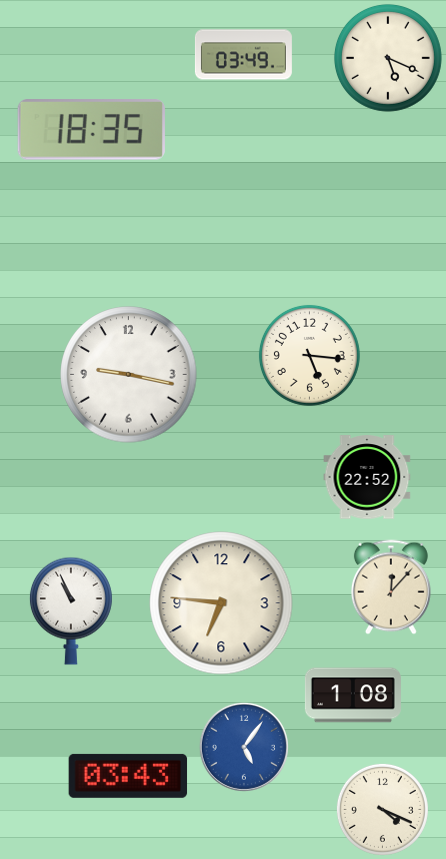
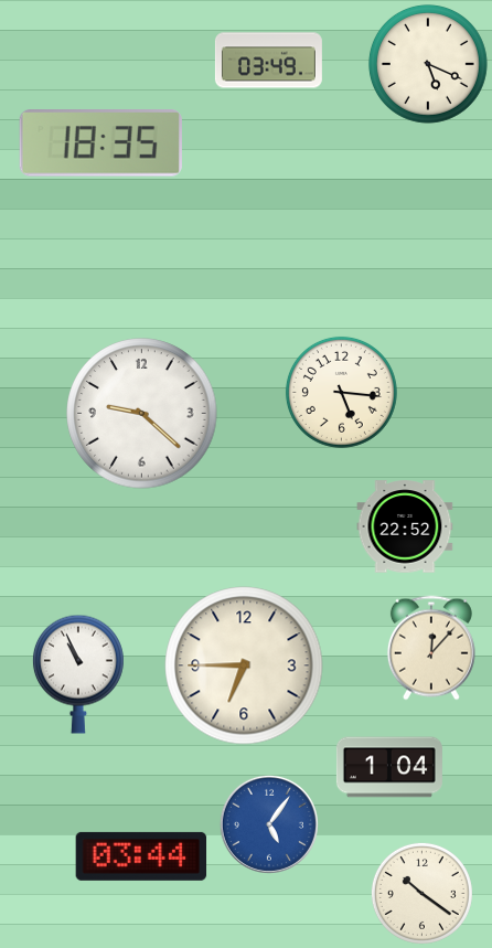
clock at (129, 375): 9:17 -> 9:22
clock at (221, 603): 6:46 -> 6:45
clock at (353, 695): 1:08 -> 1:04
clock at (128, 776): 03:43 -> 03:44
clock at (382, 809): 4:19 -> 10:21
